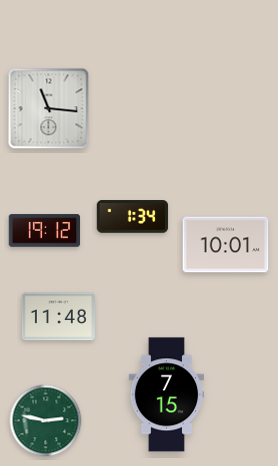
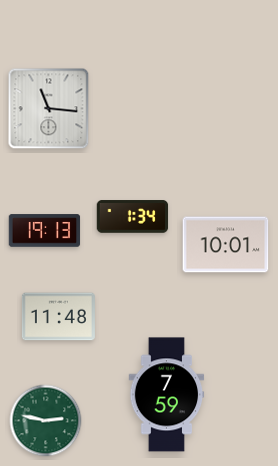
clock at (45, 231): 19:12 -> 19:13
clock at (167, 395): 7:15 -> 7:59
